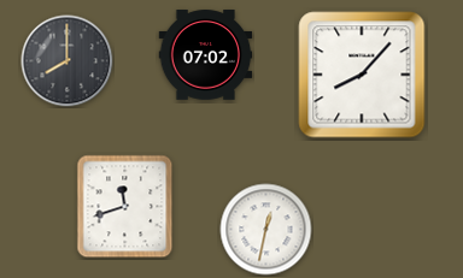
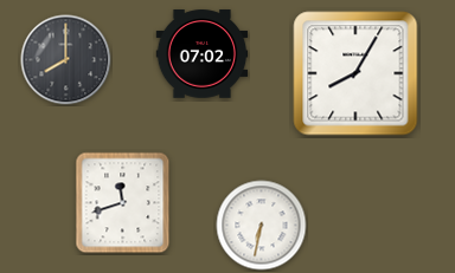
clock at (362, 75): 8:07 -> 8:05
clock at (266, 230): 12:32 -> 6:32
